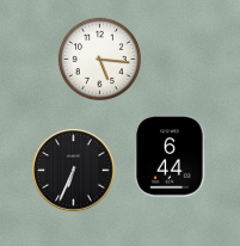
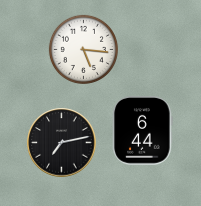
clock at (74, 171): 6:34 -> 7:13
